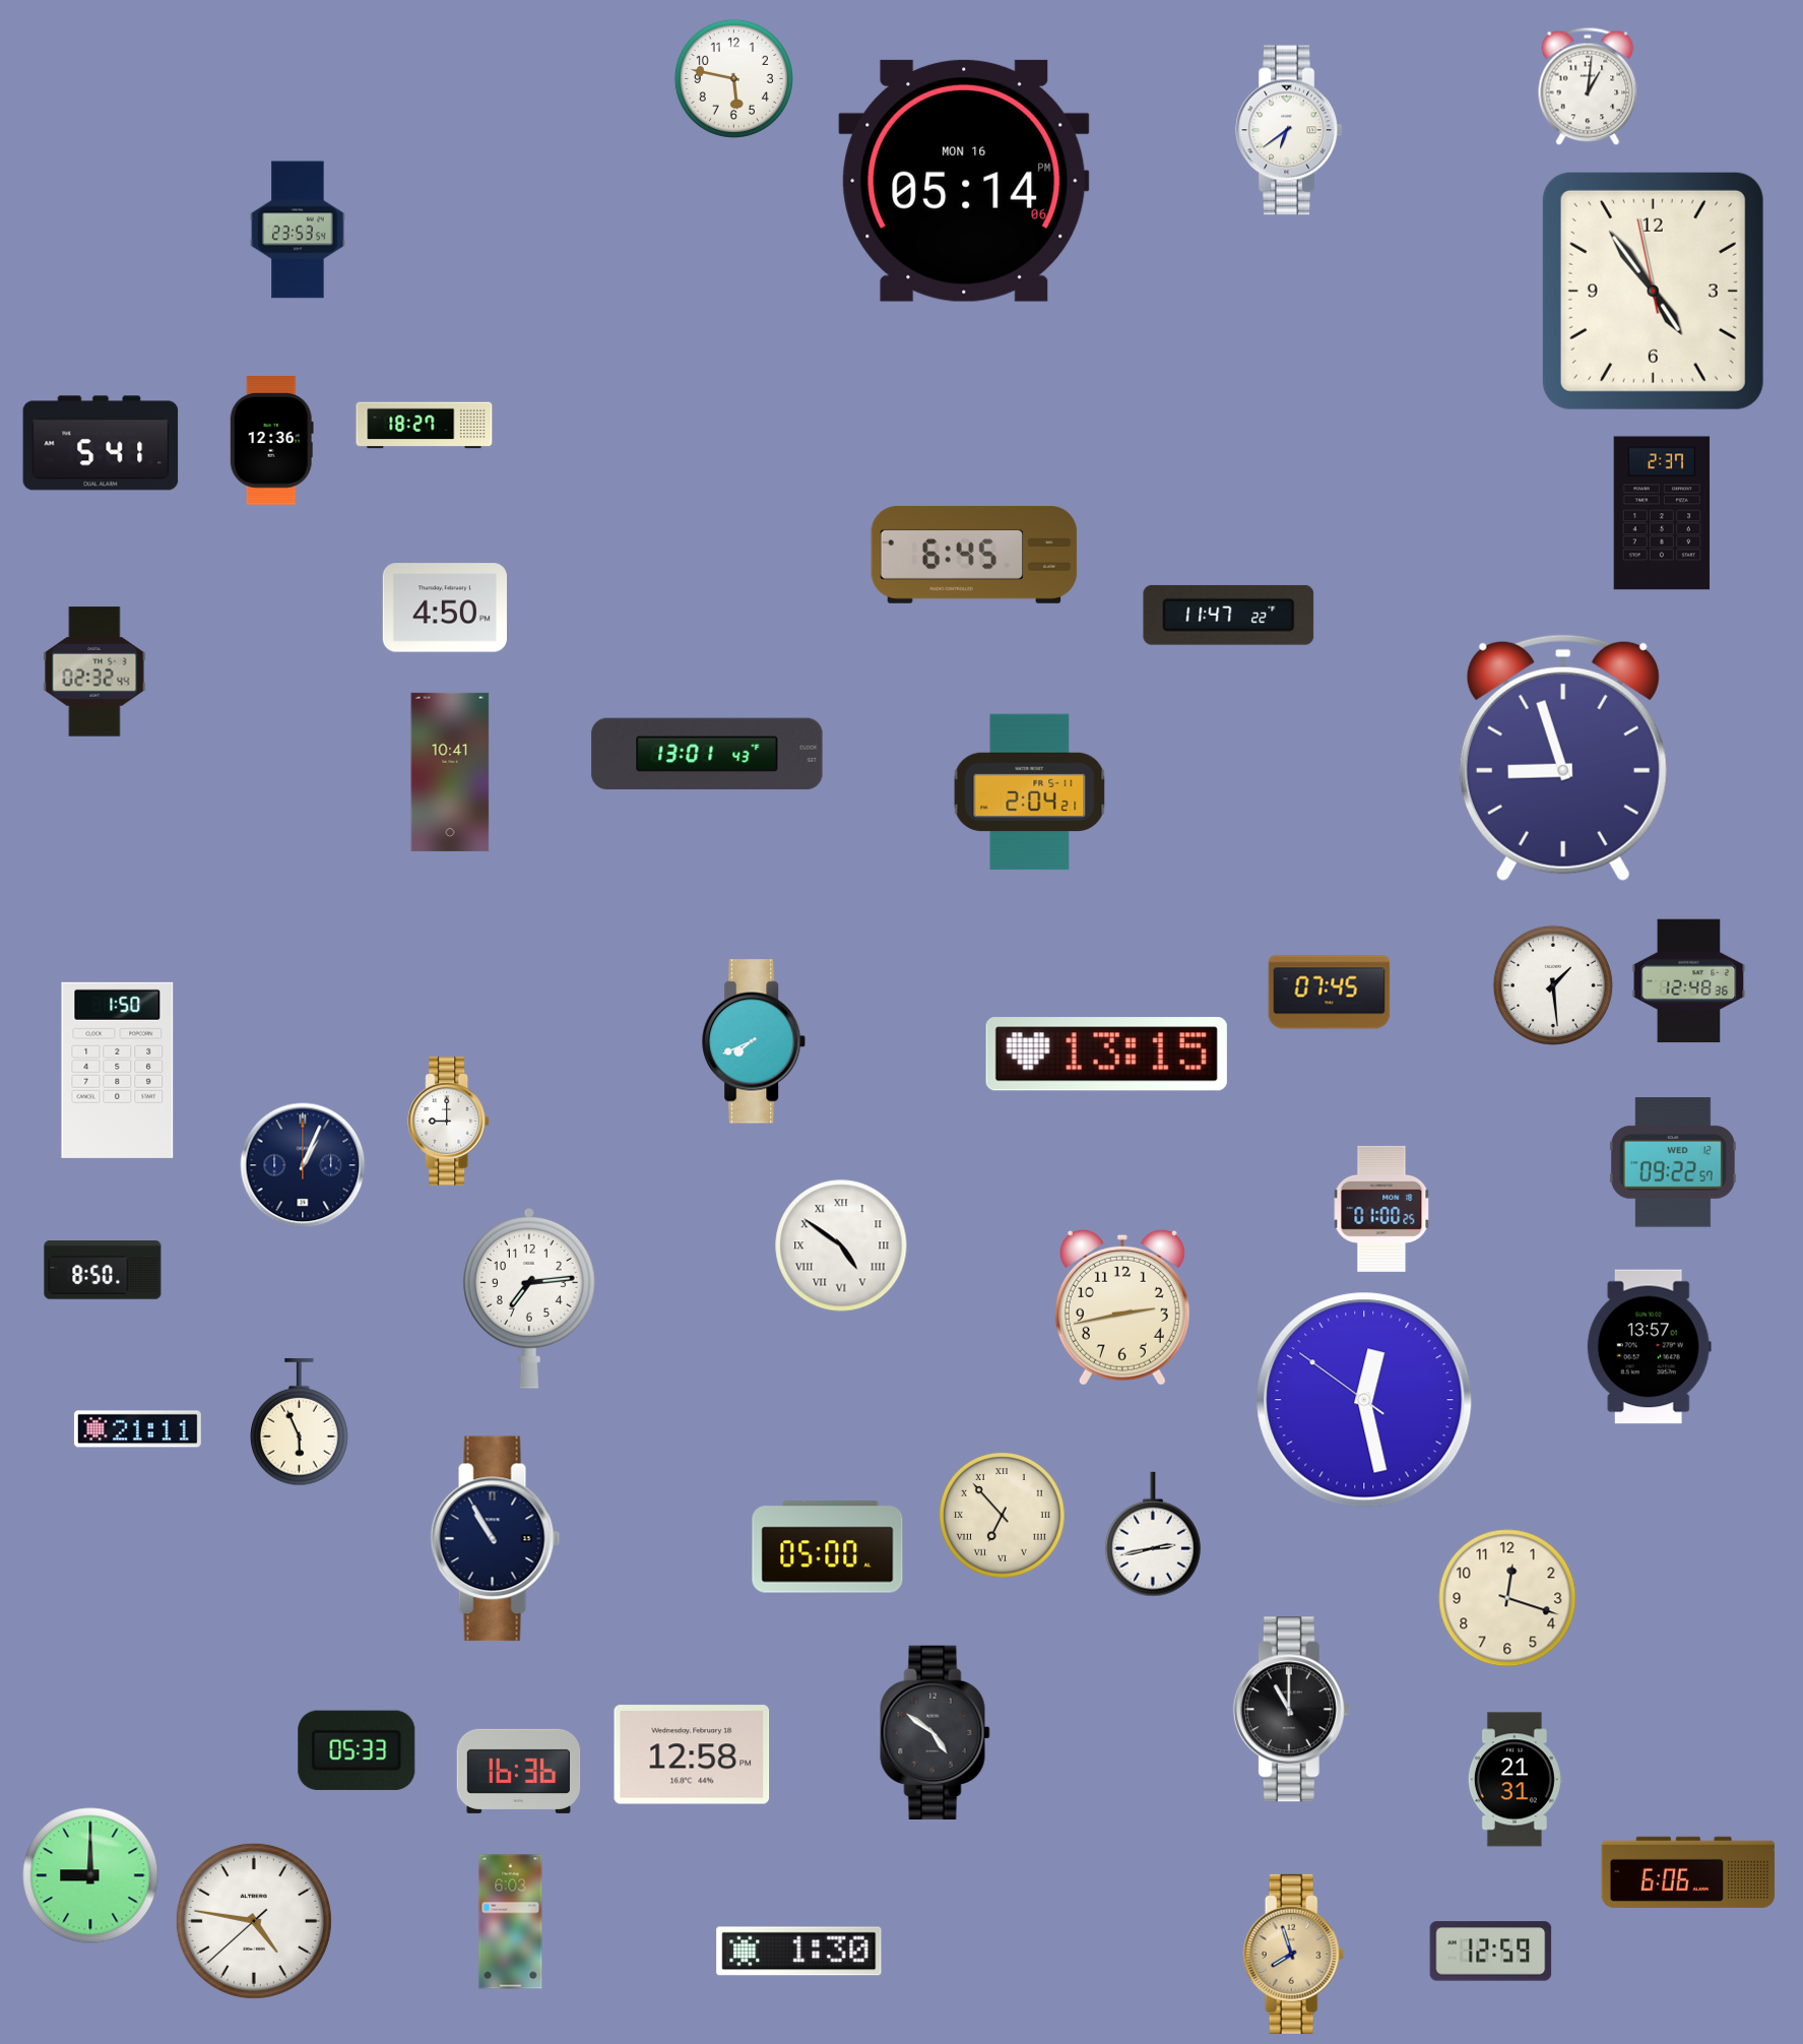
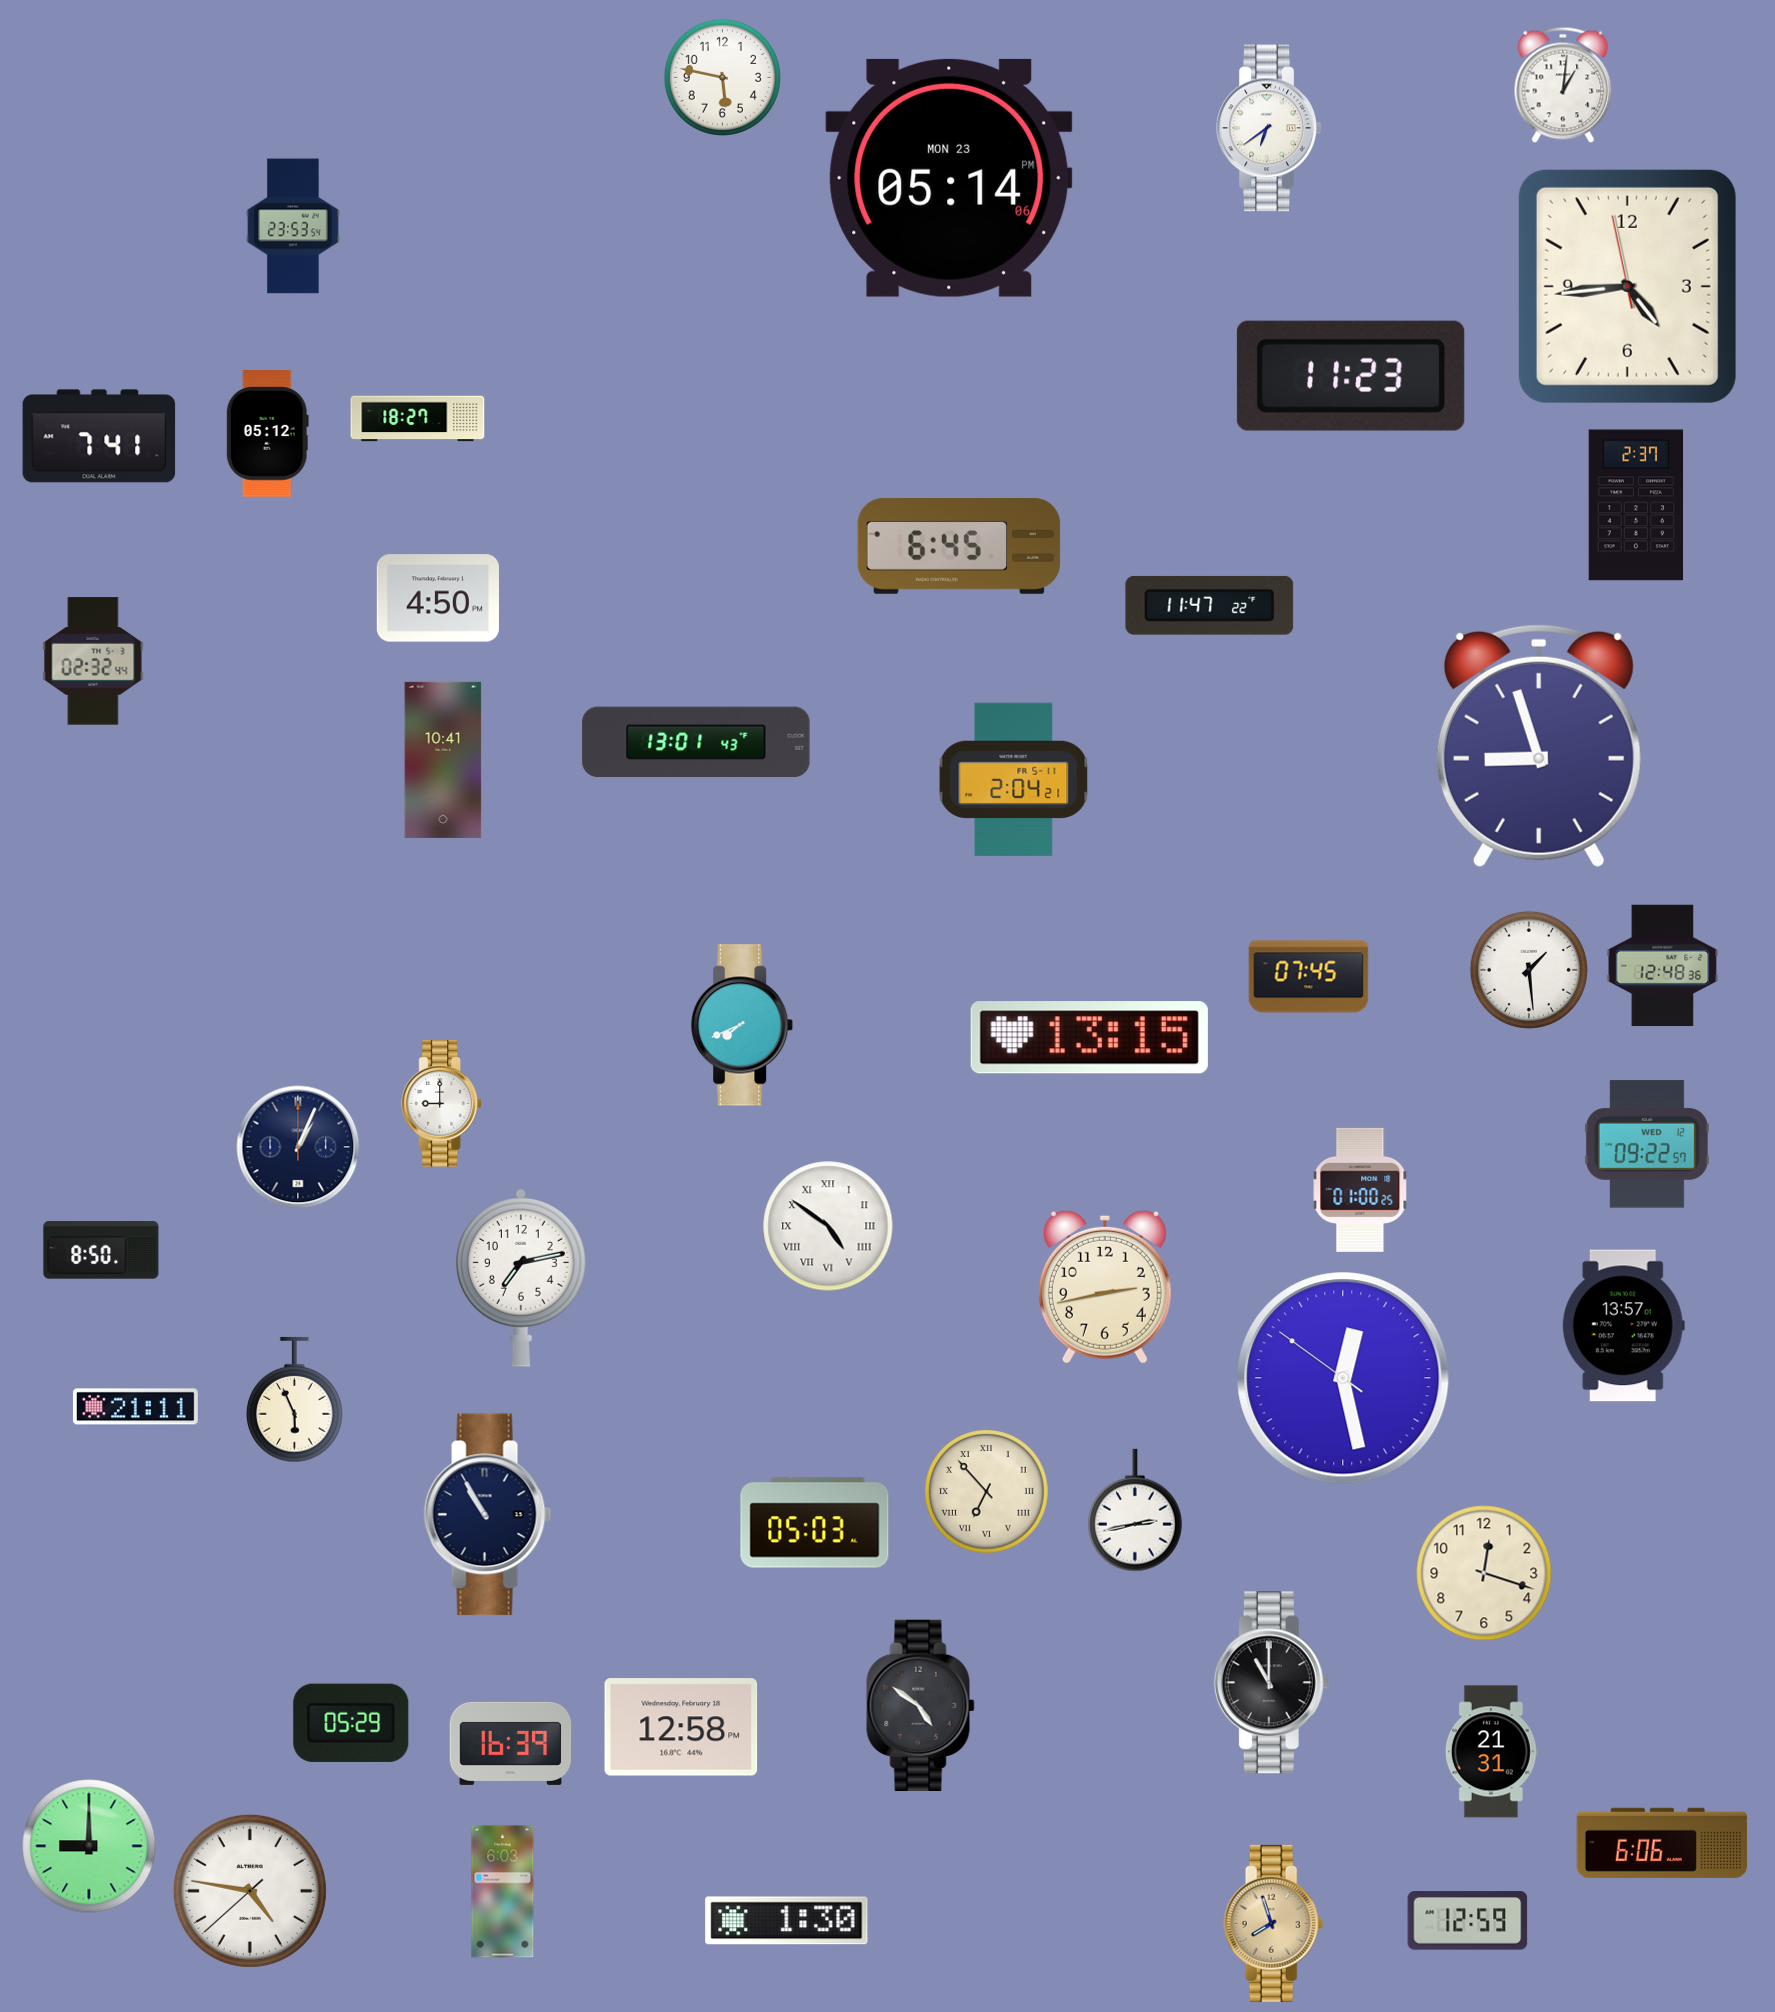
clock at (964, 181) date: MON 16 -> MON 23
clock at (1653, 291): 4:53 -> 4:43
clock at (1351, 376): none -> 11:23
clock at (271, 441): 12:36 -> 05:12
clock at (101, 443): 5:41 -> 7:41
clock at (118, 1070): 1:50 -> none
clock at (529, 1298): 7:14 -> 7:13
clock at (828, 1547): 05:00 -> 05:03
clock at (357, 1750): 05:33 -> 05:29
clock at (519, 1771): 16:36 -> 16:39
